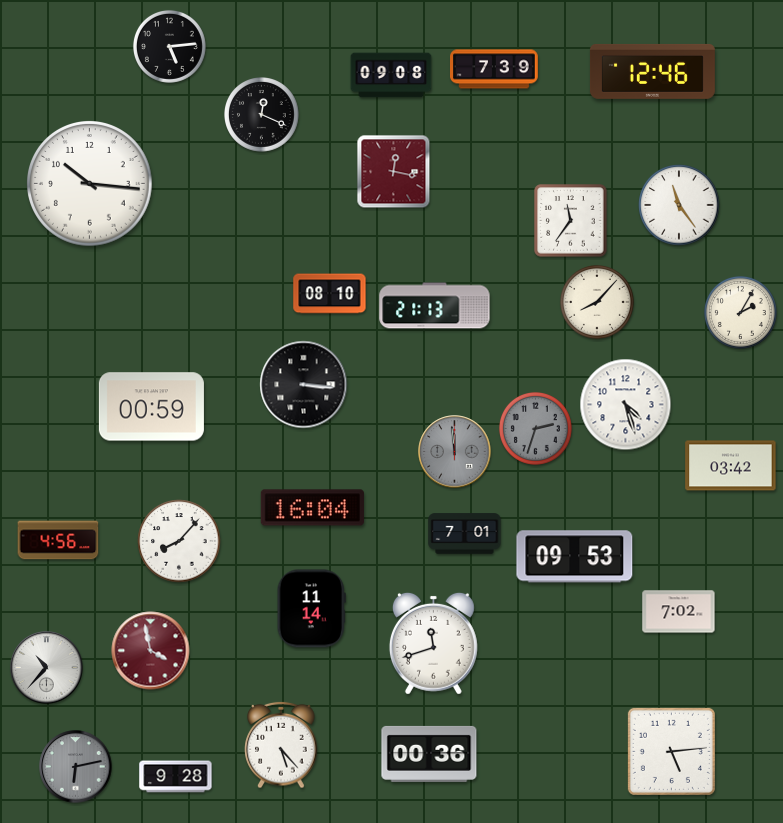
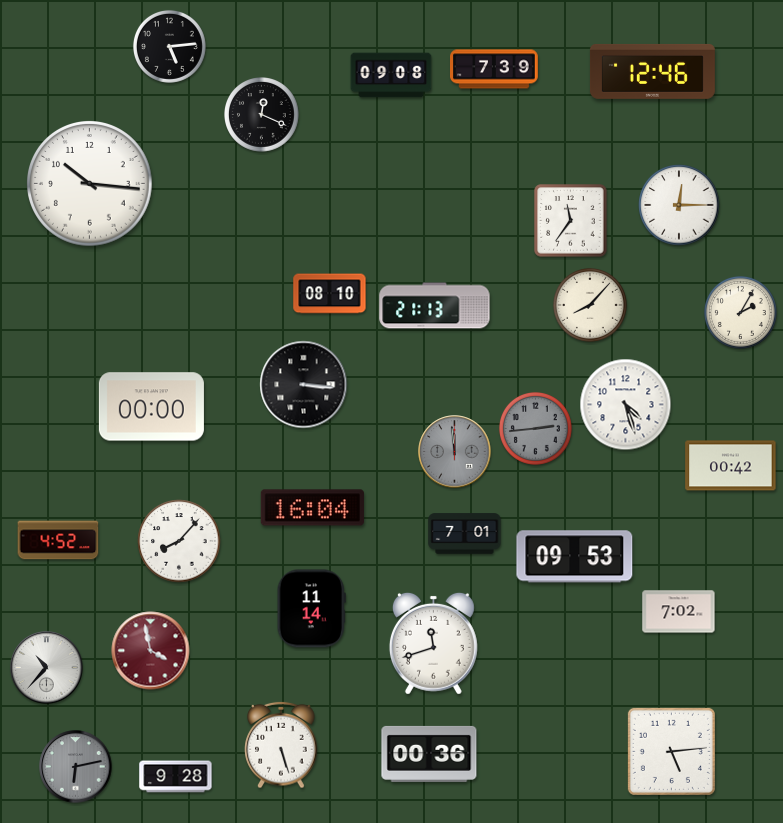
clock at (394, 172): 12:17 -> none
clock at (679, 205): 11:24 -> 12:15
clock at (597, 302) position: (597, 302) -> (590, 305)
clock at (151, 407): 00:59 -> 00:00
clock at (535, 428): 2:33 -> 2:44
clock at (731, 466): 03:42 -> 00:42
clock at (58, 540): 4:56 -> 4:52
clock at (281, 745): 5:23 -> 5:27
